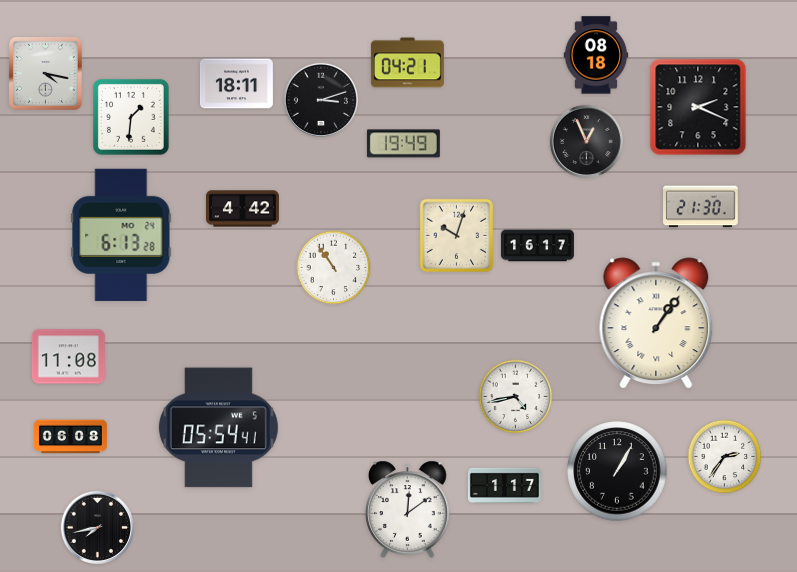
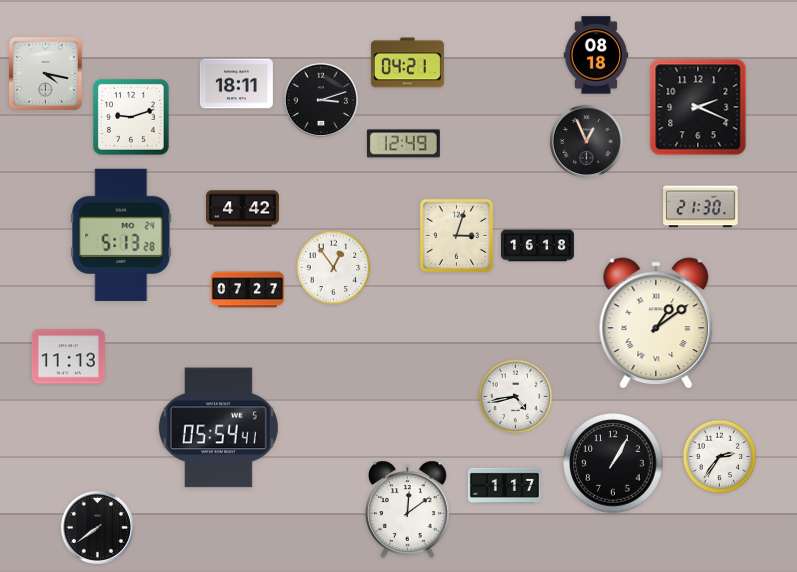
clock at (131, 117): 1:31 -> 9:12
clock at (403, 144): 19:49 -> 12:49
clock at (121, 235): 6:13 -> 5:13
clock at (456, 235): 10:03 -> 3:03
clock at (537, 246): 16:17 -> 16:18
clock at (334, 268): 10:54 -> 12:54
clock at (247, 290): none -> 07:27
clock at (656, 323): 1:06 -> 1:09
clock at (68, 357): 11:08 -> 11:13
clock at (70, 437): 06:08 -> none
clock at (725, 457) position: (725, 457) -> (720, 457)
clock at (617, 471) position: (617, 471) -> (613, 463)
clock at (97, 527): 7:43 -> 7:39
